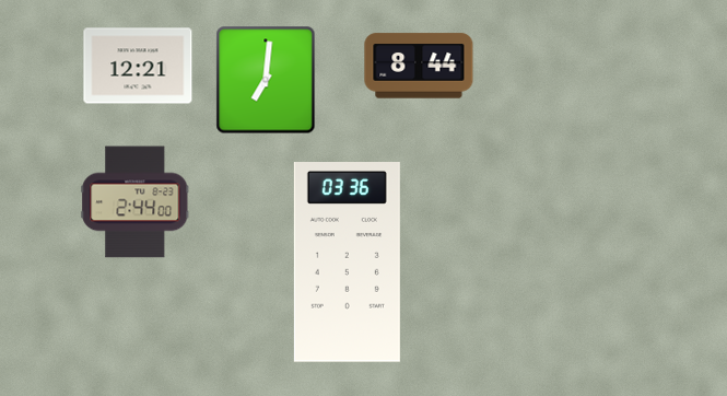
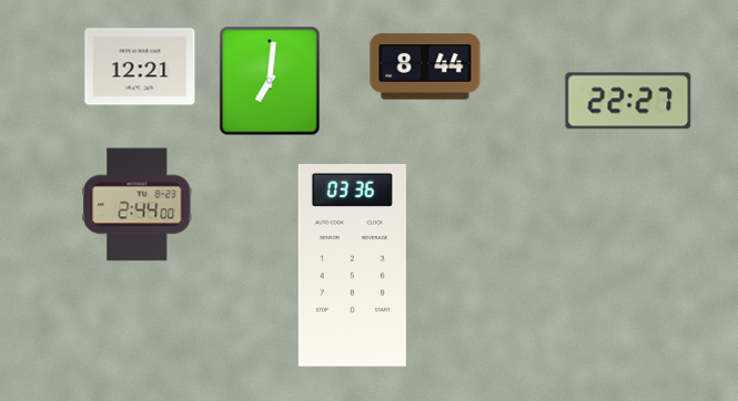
clock at (628, 101): none -> 22:27
